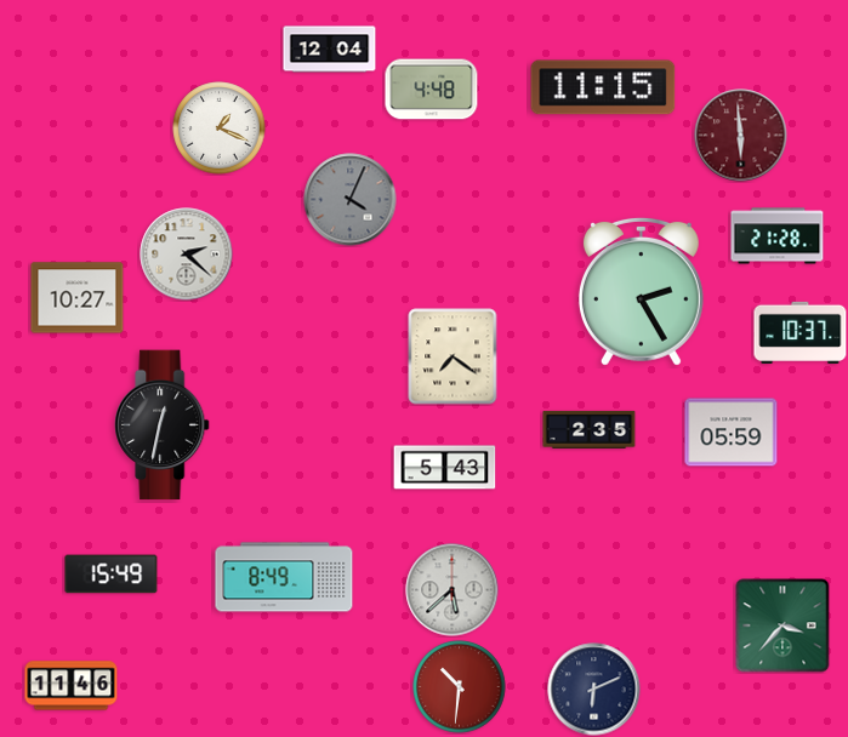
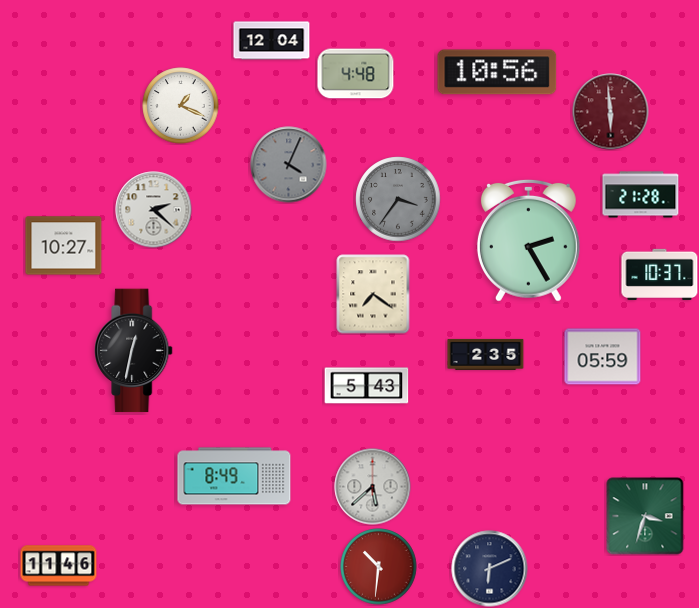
clock at (603, 87): 11:15 -> 10:56
clock at (398, 199): none -> 3:36
clock at (112, 575): 15:49 -> none
clock at (782, 625): 3:37 -> 3:33
